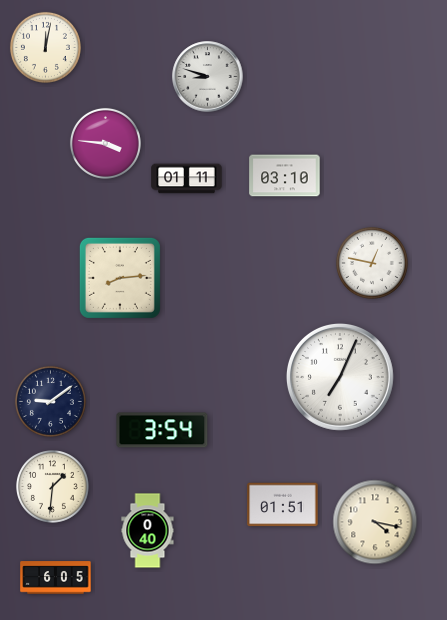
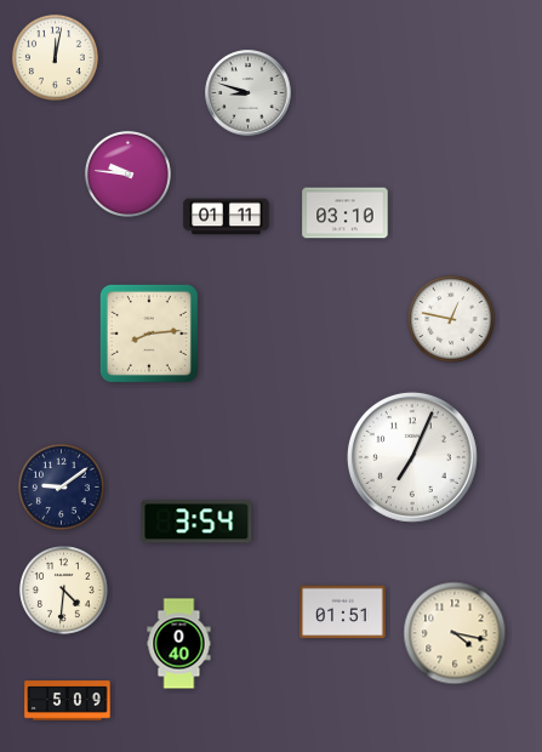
clock at (208, 77) position: (208, 77) -> (249, 93)
clock at (105, 143): 3:46 -> 9:46
clock at (120, 278) position: (120, 278) -> (149, 334)
clock at (53, 487): 1:31 -> 4:31
clock at (56, 578): 6:05 -> 5:09
